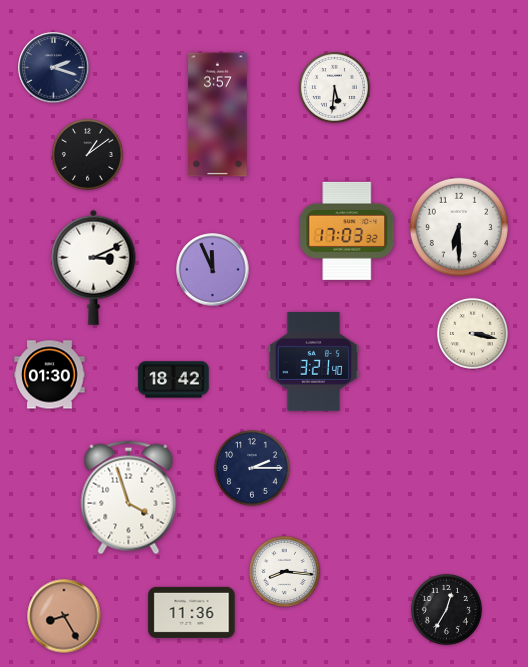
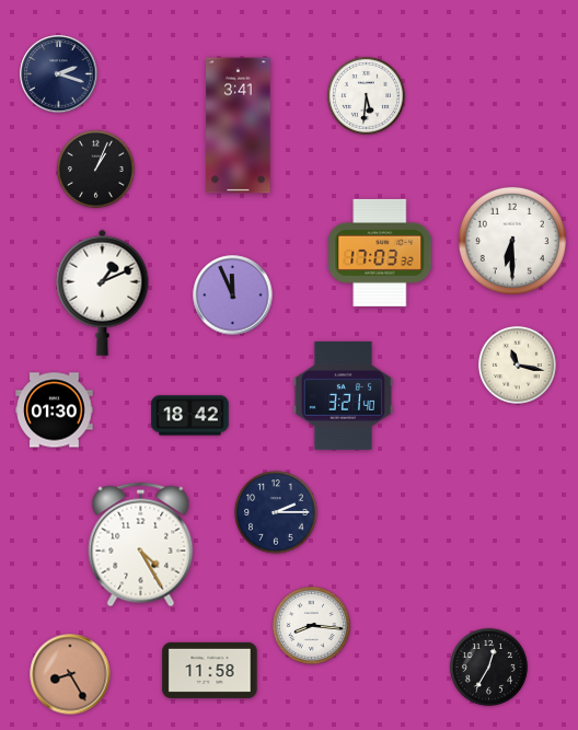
clock at (218, 115): 3:57 -> 3:41
clock at (87, 154): 1:09 -> 1:04
clock at (459, 227) position: (459, 227) -> (512, 241)
clock at (94, 267): 3:11 -> 1:11
clock at (472, 333): 3:17 -> 11:17
clock at (129, 498): 3:57 -> 4:25
clock at (192, 612): 11:36 -> 11:58
